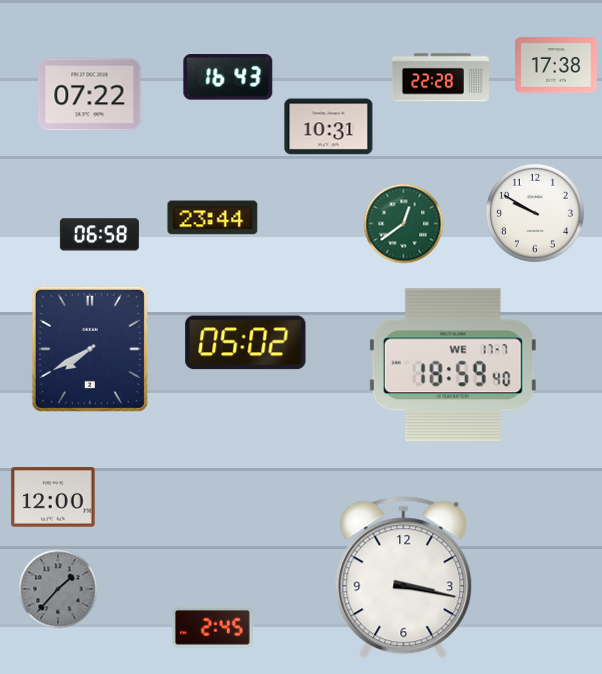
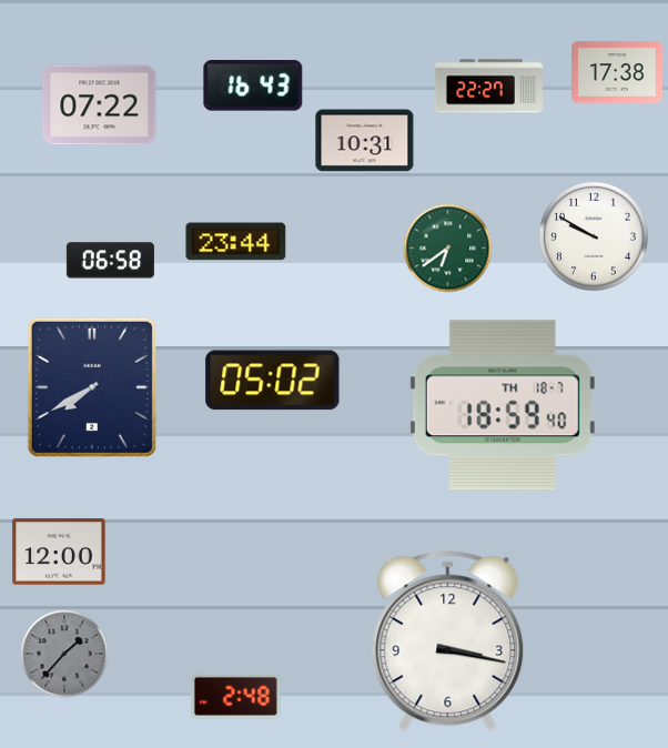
clock at (440, 78): 22:28 -> 22:27
clock at (404, 224): 12:39 -> 6:39
clock at (90, 349) position: (90, 349) -> (92, 387)
clock at (453, 365) date: WE 17-7 -> TH 18-7
clock at (212, 627): 2:45 -> 2:48
